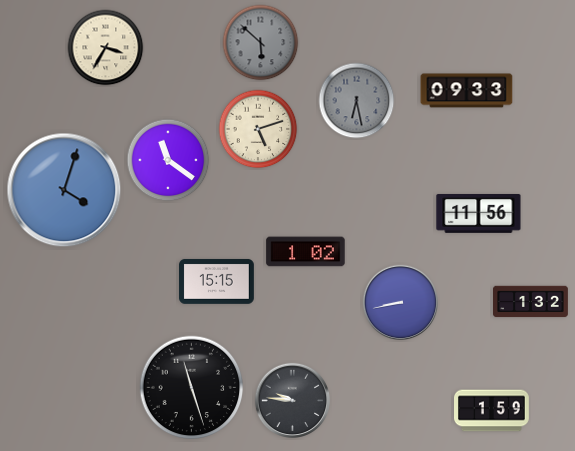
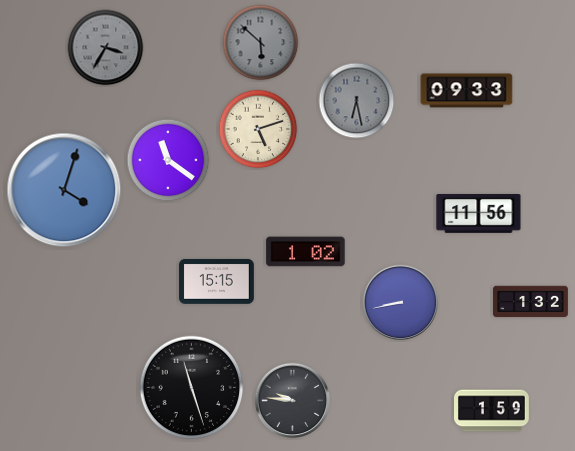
clock at (106, 48) dial: cream -> grey
